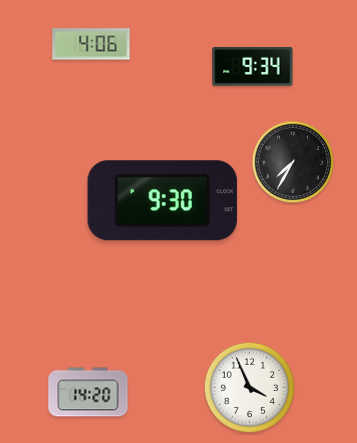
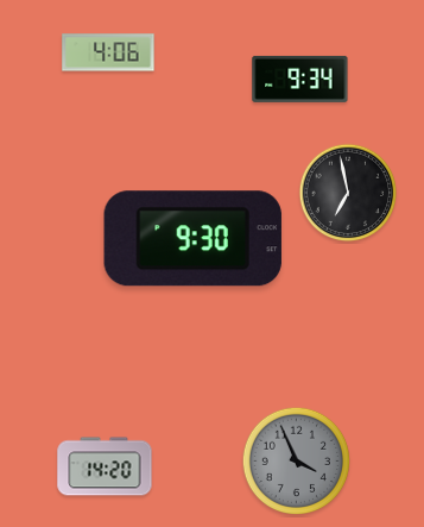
clock at (293, 162): 7:35 -> 6:58
clock at (249, 387) dial: white -> grey
